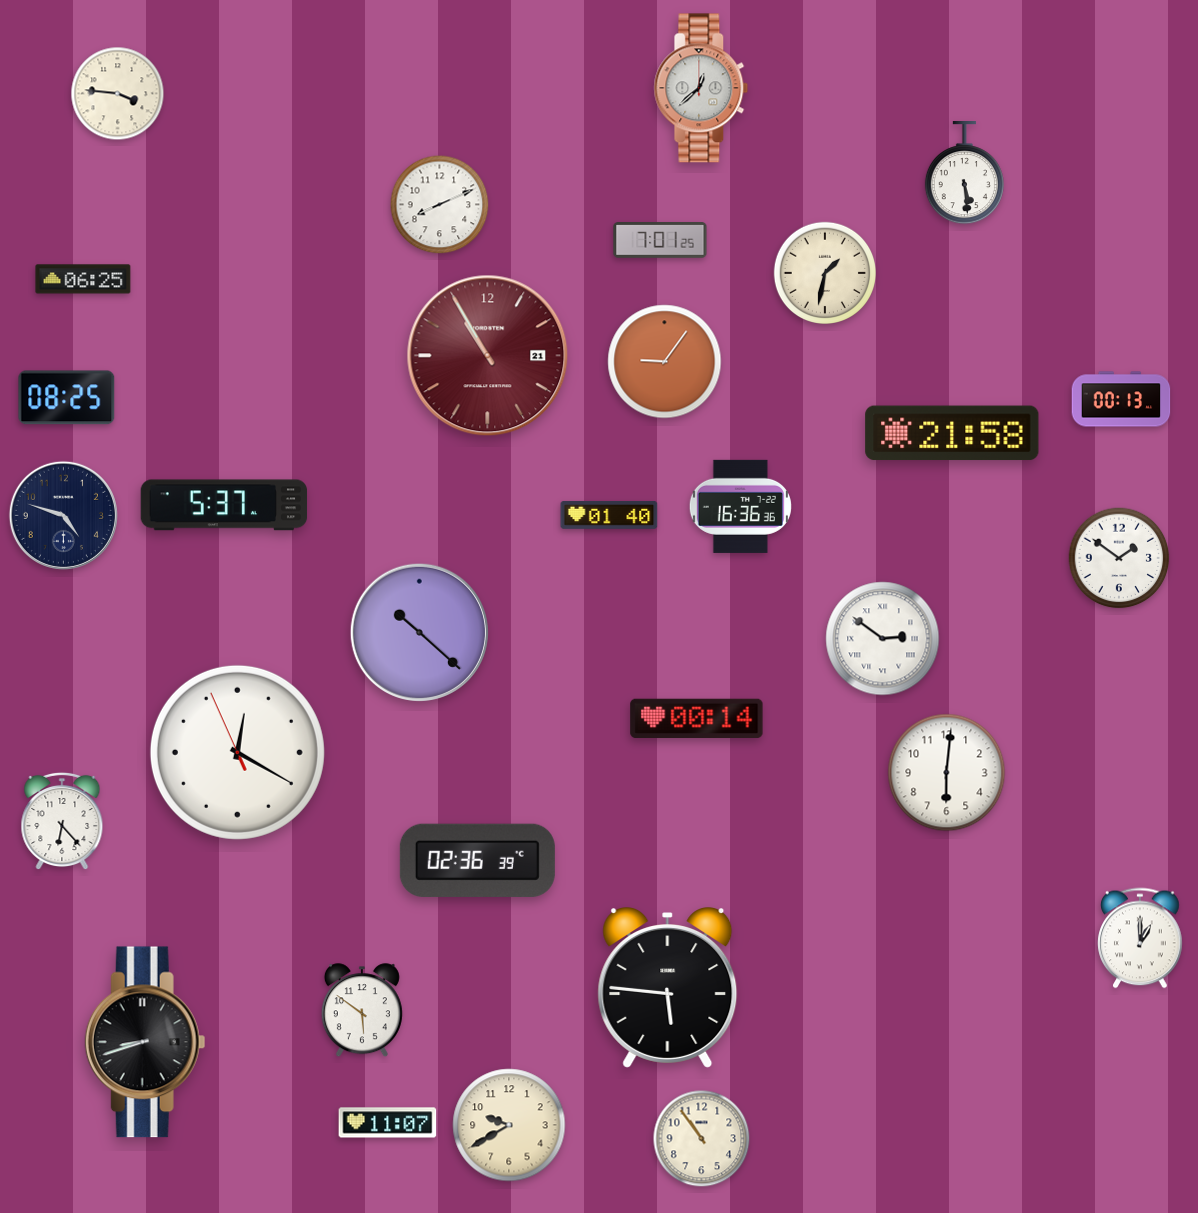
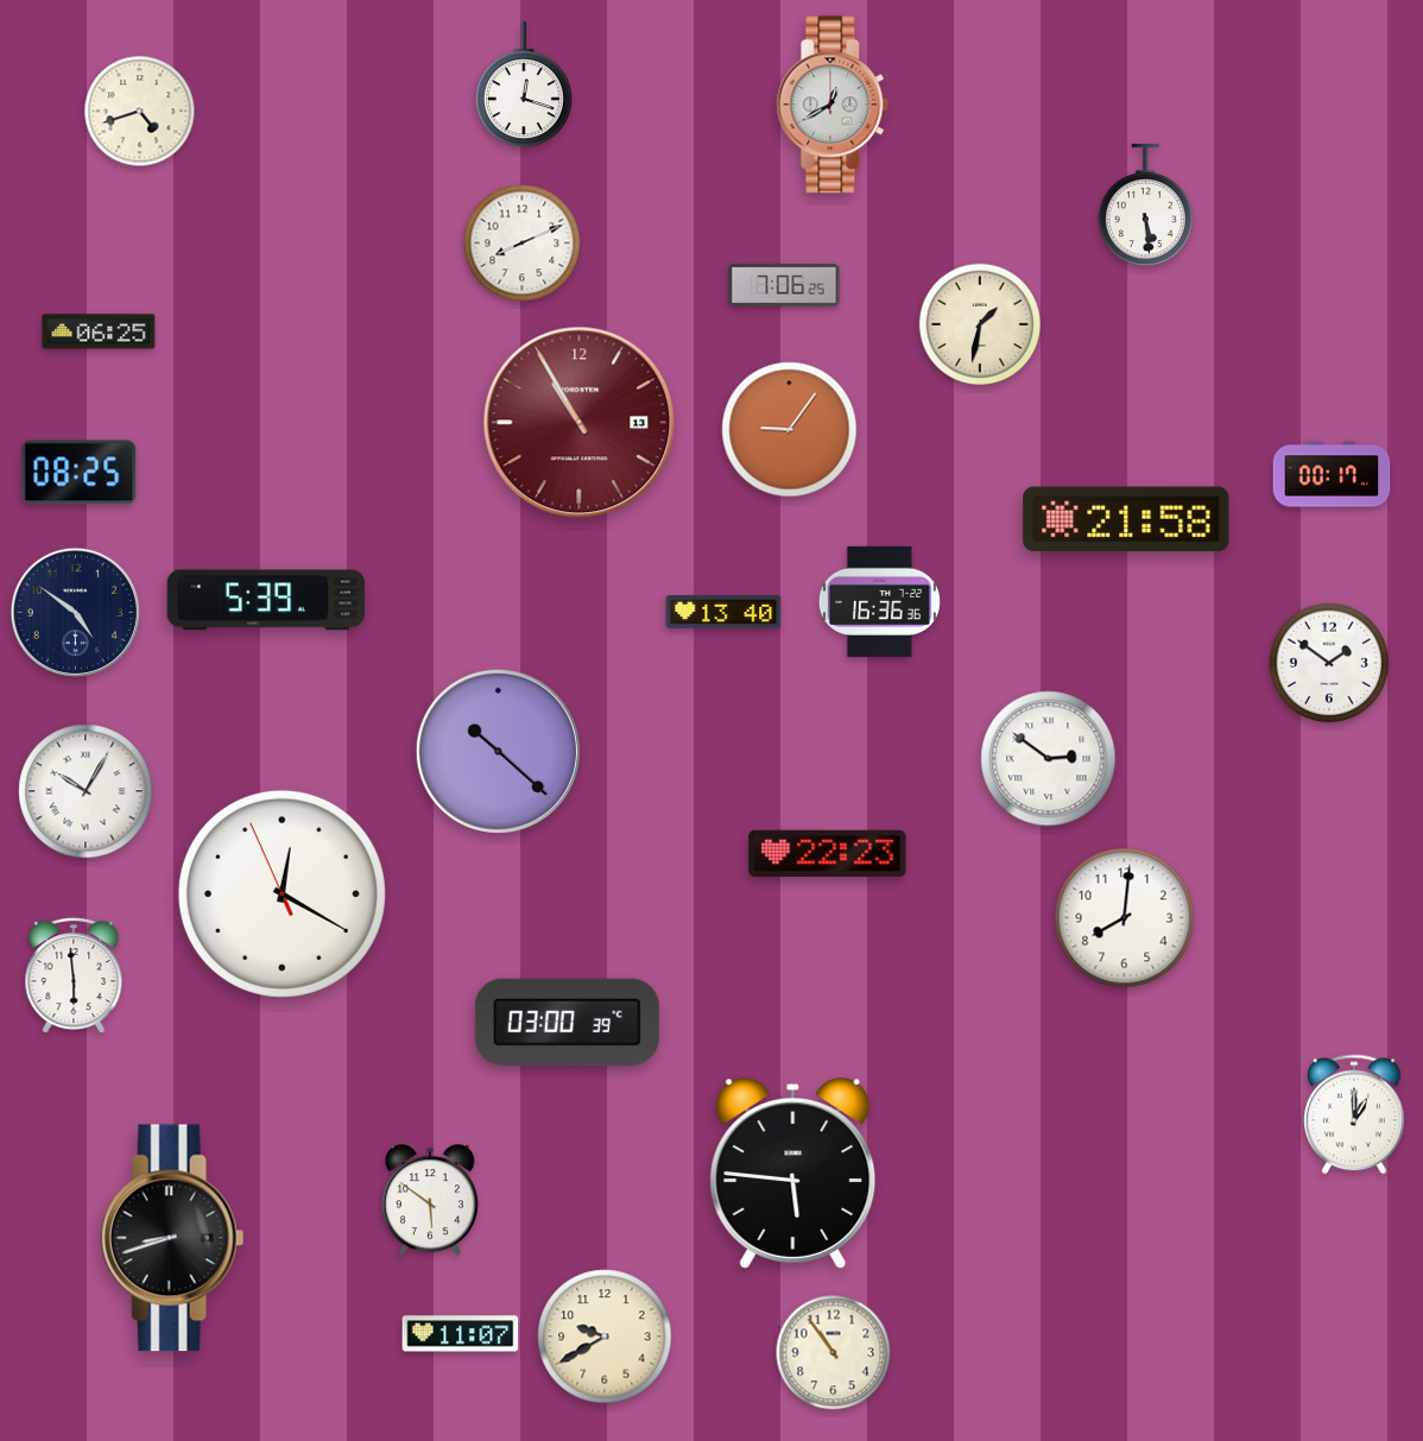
clock at (524, 86): none -> 12:18
clock at (701, 88): 12:38 -> 12:40
clock at (118, 94): 3:46 -> 4:42
clock at (660, 240): 7:01 -> 7:06
clock at (488, 356) date: 21 -> 13
clock at (1121, 399): 00:13 -> 00:17
clock at (952, 433) position: (952, 433) -> (1126, 519)
clock at (224, 505): 5:37 -> 5:39
clock at (63, 515): 4:48 -> 4:51
clock at (609, 515): 01:40 -> 13:40
clock at (86, 791): none -> 10:05
clock at (697, 719): 00:14 -> 22:23
clock at (947, 773): 6:01 -> 8:01
clock at (62, 821): 6:23 -> 5:59
clock at (477, 860): 02:36 -> 03:00
